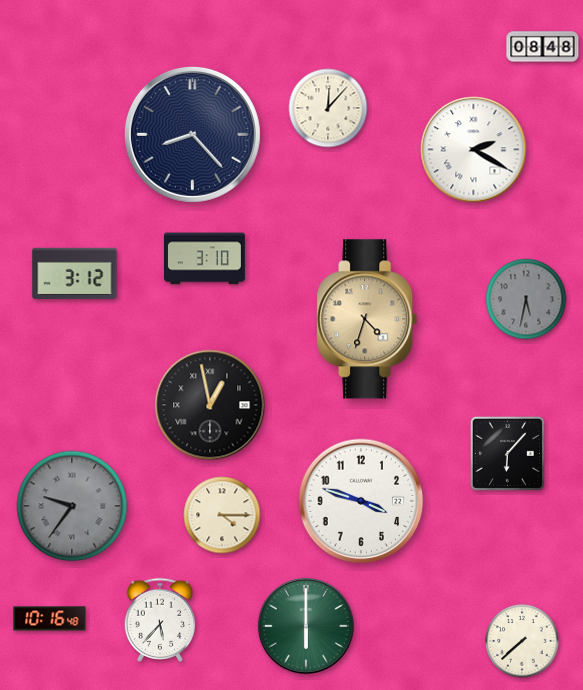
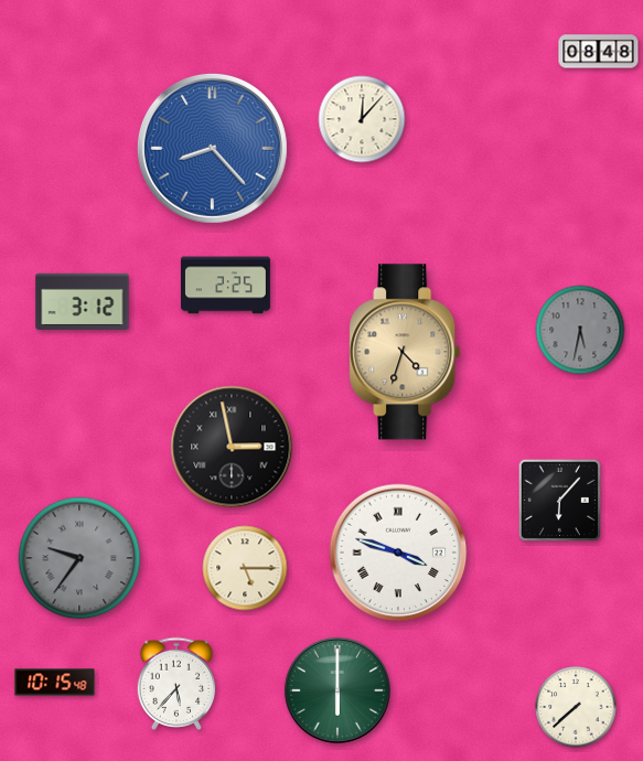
clock at (192, 134) dial: navy -> blue
clock at (474, 150): 2:20 -> none
clock at (204, 259): 3:10 -> 2:25
clock at (210, 405): 12:58 -> 2:58
clock at (361, 501) numerals: Arabic -> Roman
clock at (222, 515): 4:15 -> 5:15
clock at (50, 619): 10:16 -> 10:15
